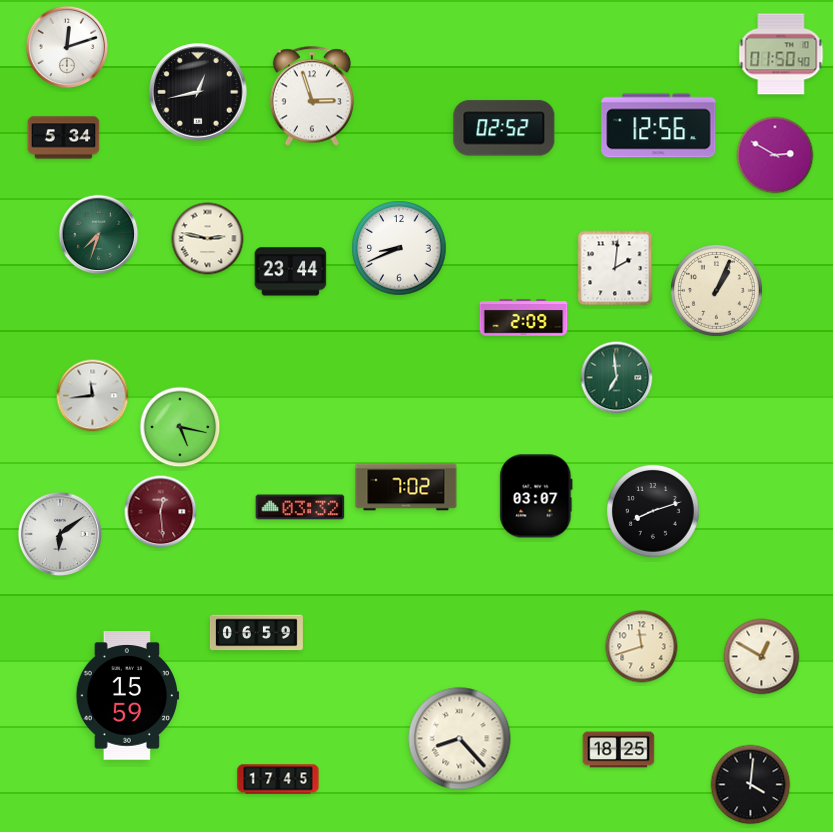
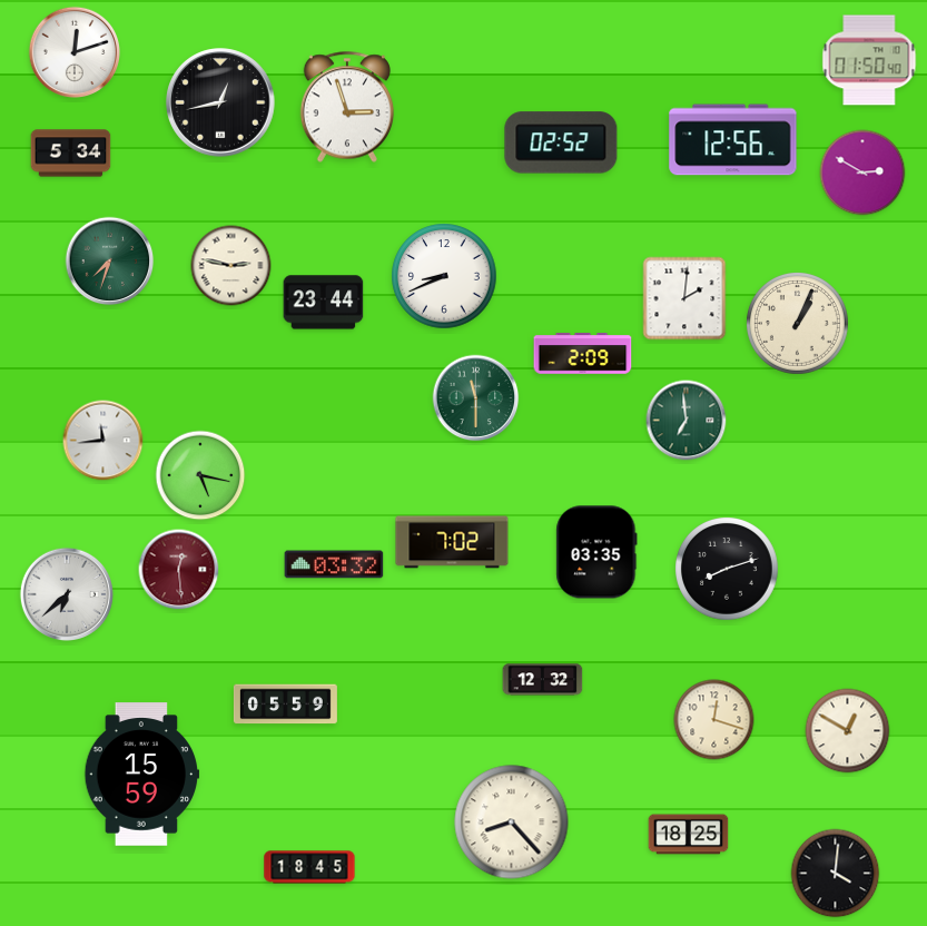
clock at (476, 398): none -> 11:30
clock at (536, 496): 03:07 -> 03:35
clock at (59, 533): 6:09 -> 6:38
clock at (543, 680): none -> 12:32
clock at (256, 633): 06:59 -> 05:59
clock at (642, 647): 11:42 -> 12:18
clock at (278, 779): 17:45 -> 18:45
